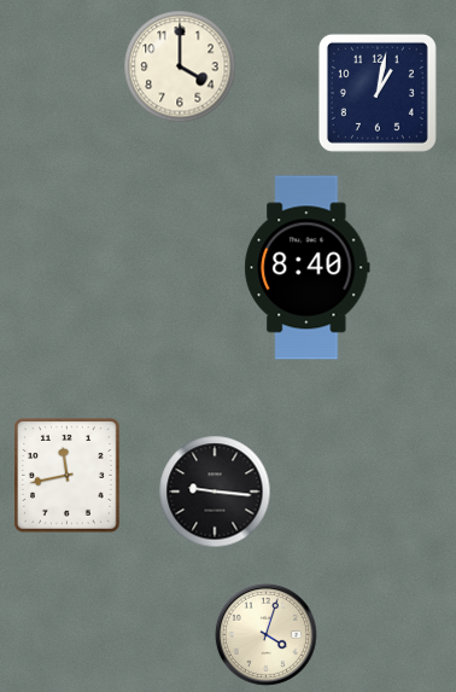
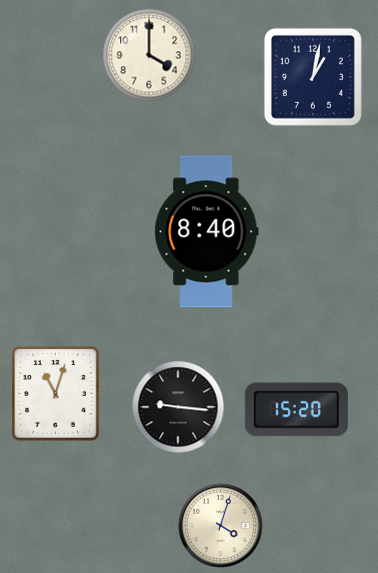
clock at (308, 268) position: (308, 268) -> (207, 232)
clock at (68, 476): 11:43 -> 11:03
clock at (296, 410): none -> 15:20
